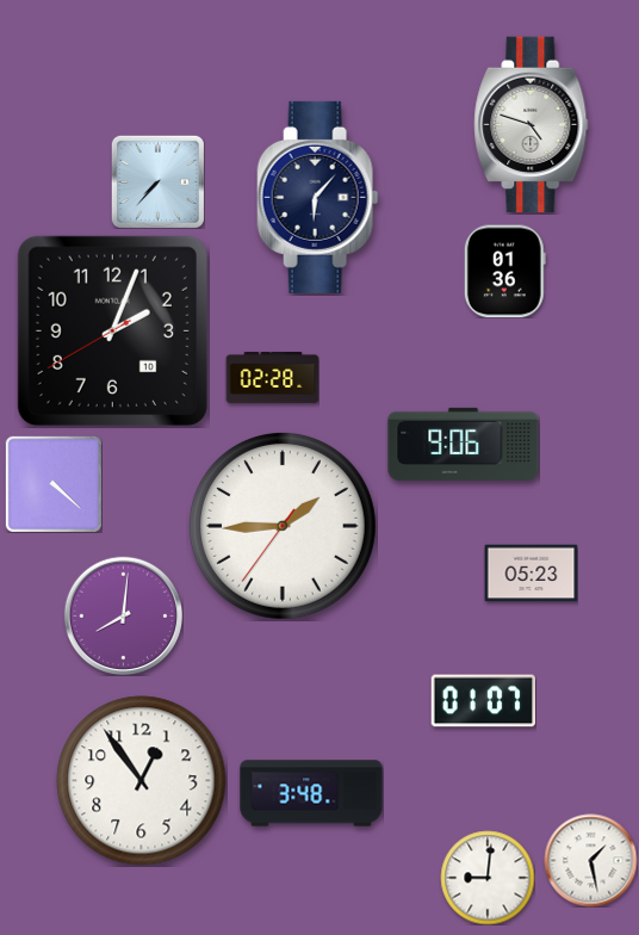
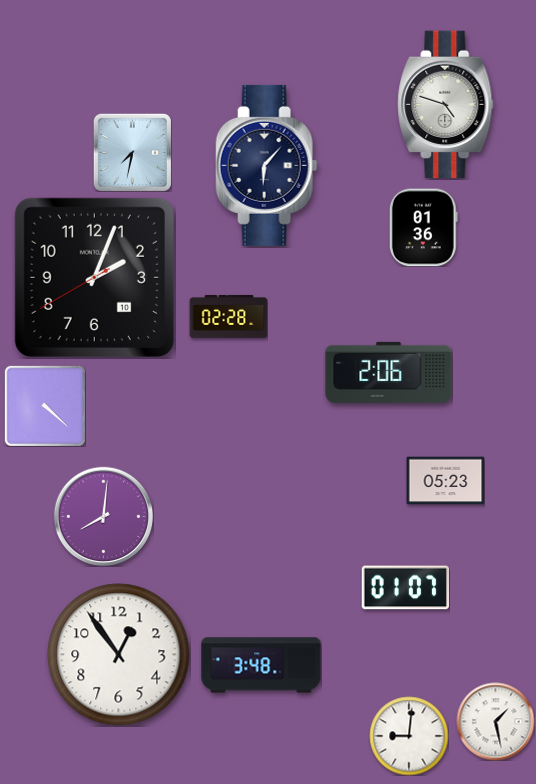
clock at (157, 181): 7:37 -> 7:32
clock at (464, 444): 9:06 -> 2:06
clock at (283, 526): 1:44 -> none
